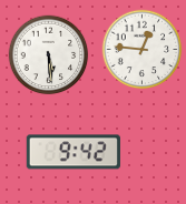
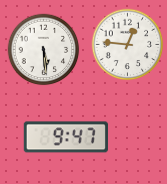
clock at (74, 152): 9:42 -> 9:47
